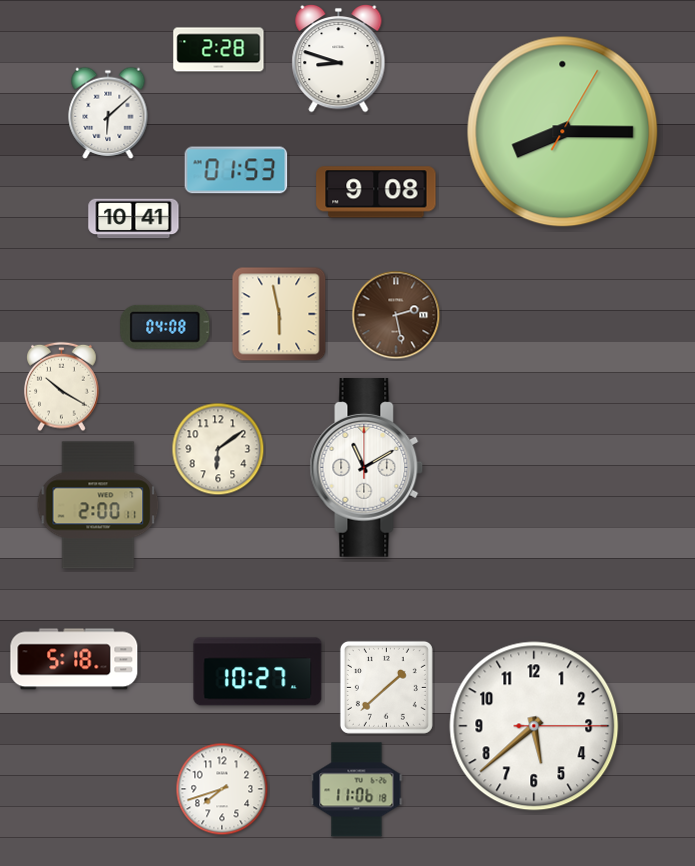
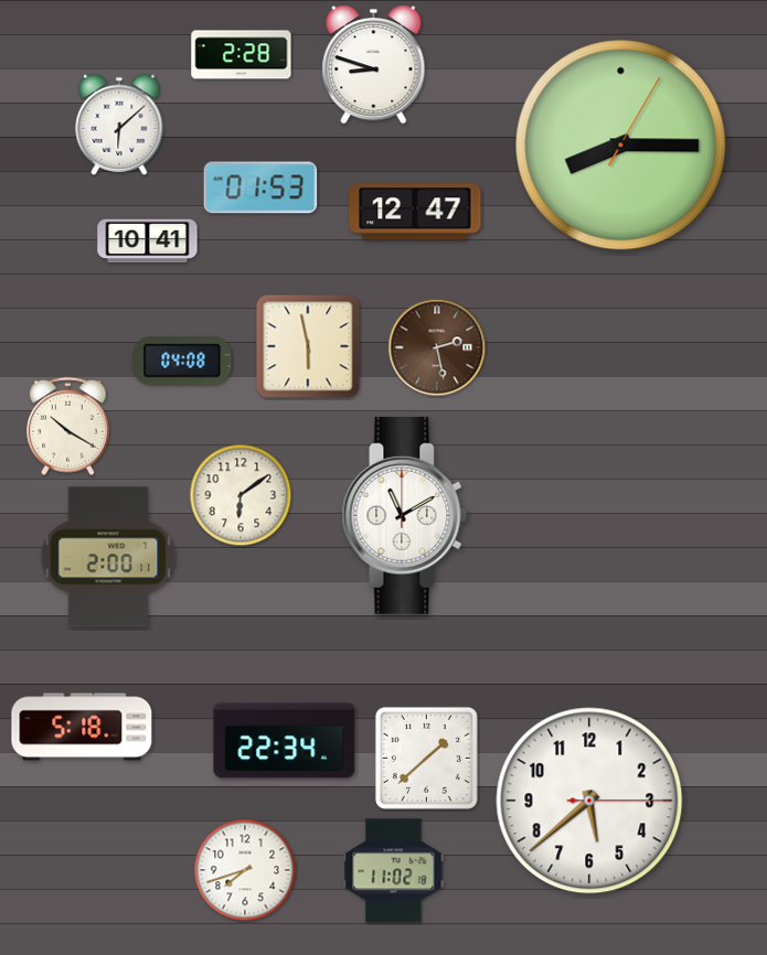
clock at (376, 192): 9:08 -> 12:47
clock at (258, 672): 10:27 -> 22:34
clock at (357, 790): 11:06 -> 11:02
